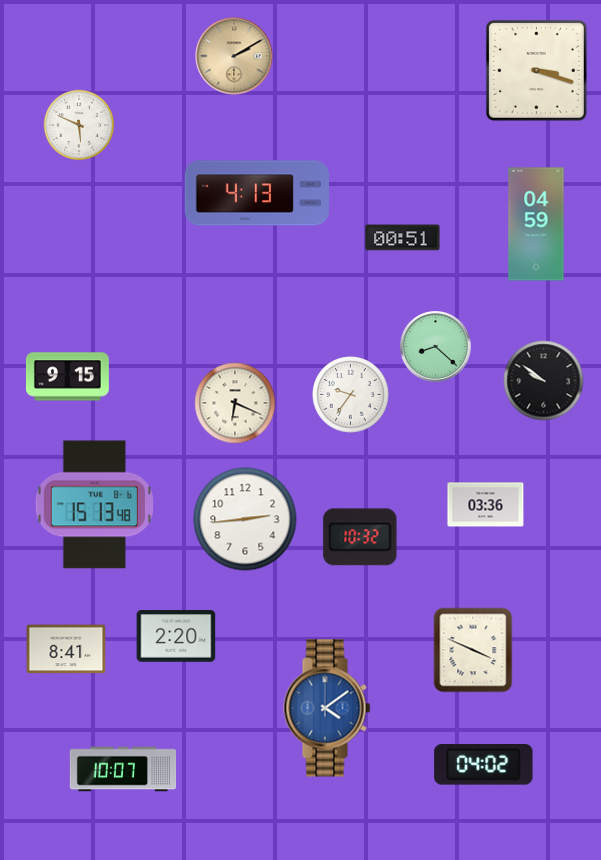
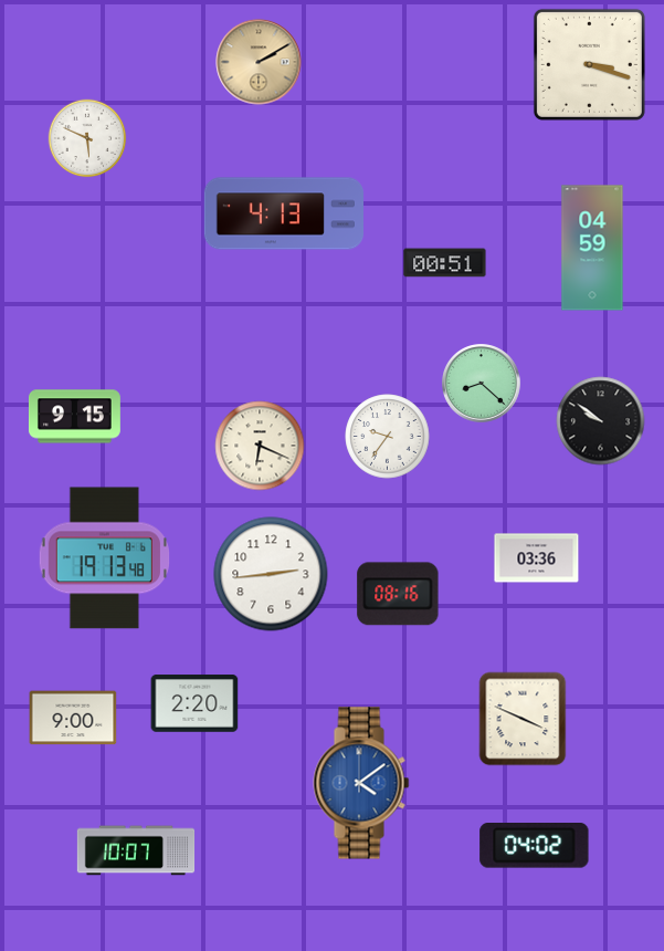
clock at (536, 70) position: (536, 70) -> (589, 64)
clock at (94, 505): 15:13 -> 19:13
clock at (360, 537): 10:32 -> 08:16
clock at (66, 649): 8:41 -> 9:00
